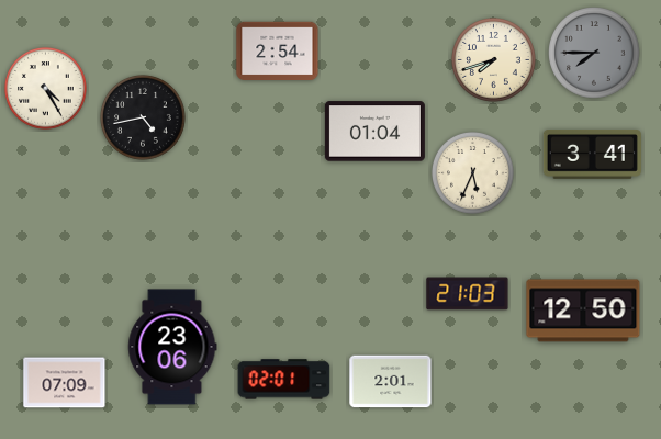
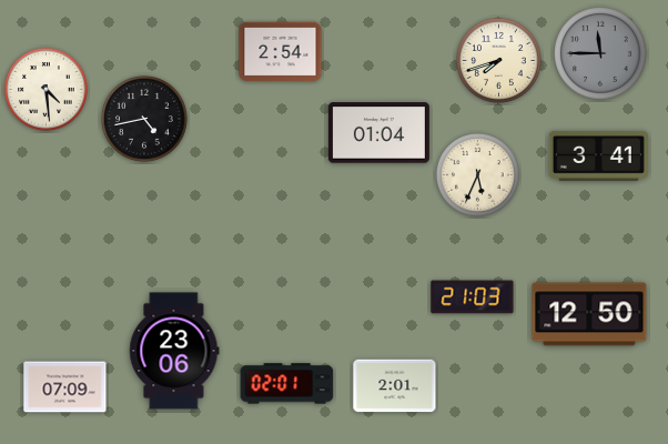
clock at (594, 53): 7:45 -> 11:45
clock at (45, 88): 4:25 -> 4:29
